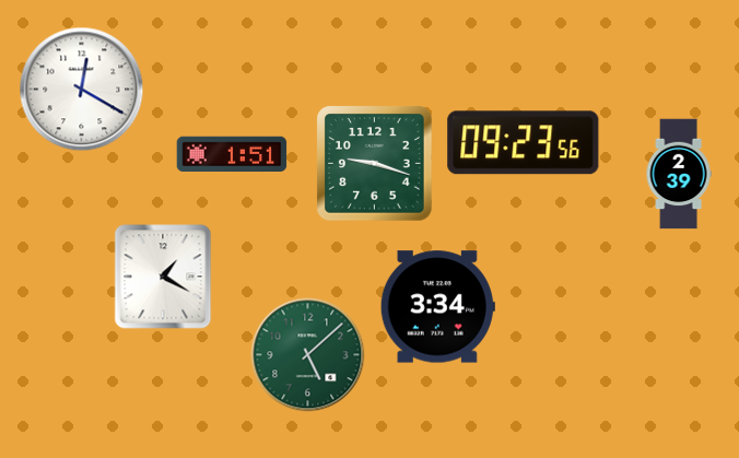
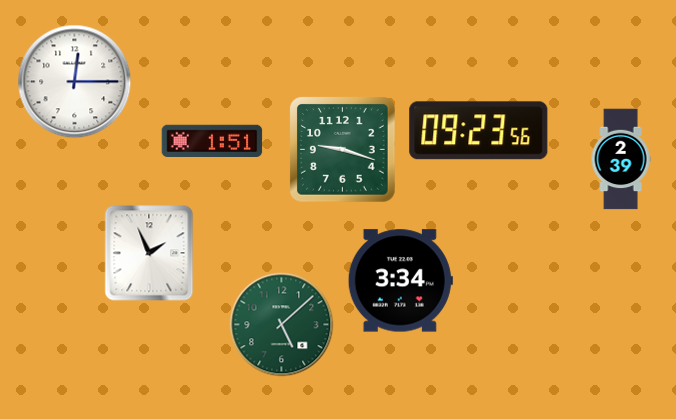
clock at (82, 90): 12:20 -> 12:15
clock at (163, 277): 1:20 -> 1:56
